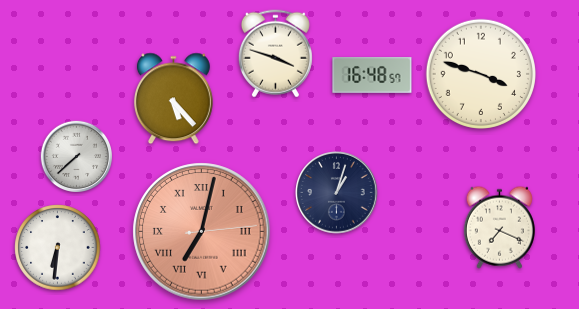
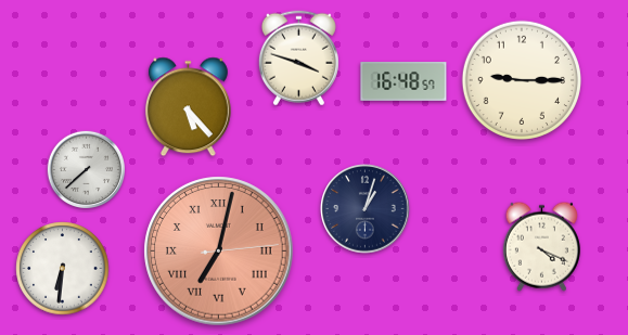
clock at (481, 74): 3:48 -> 9:15
clock at (76, 156) position: (76, 156) -> (86, 169)
clock at (499, 227): 7:19 -> 4:19
